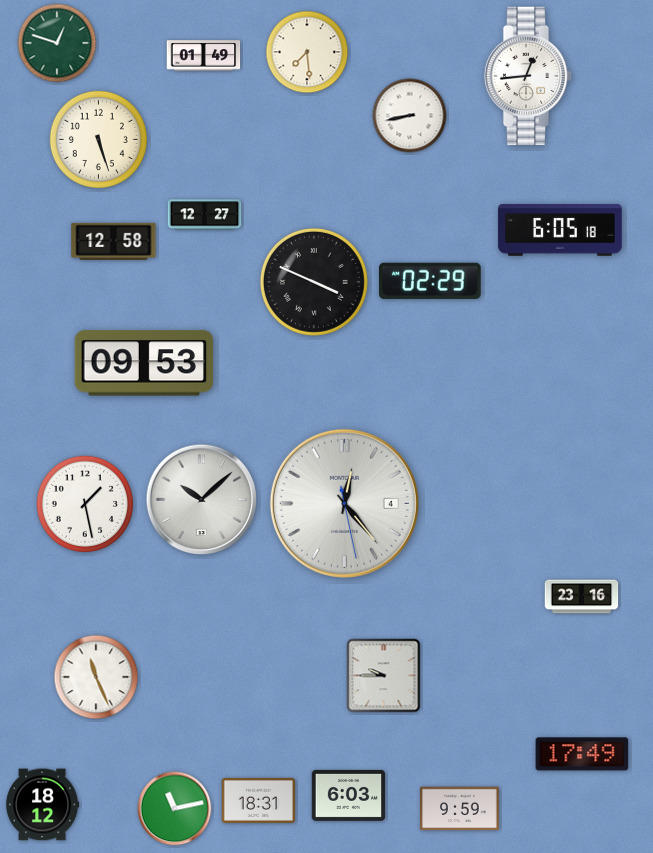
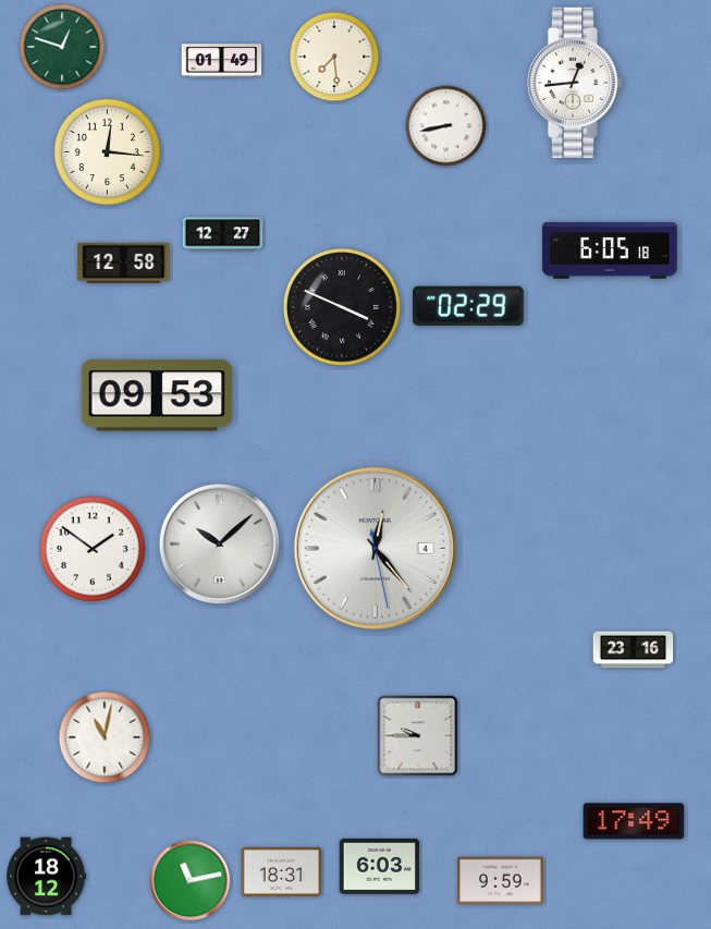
clock at (98, 139): 5:27 -> 12:16
clock at (84, 503): 1:28 -> 1:51
clock at (96, 677): 11:26 -> 11:02
